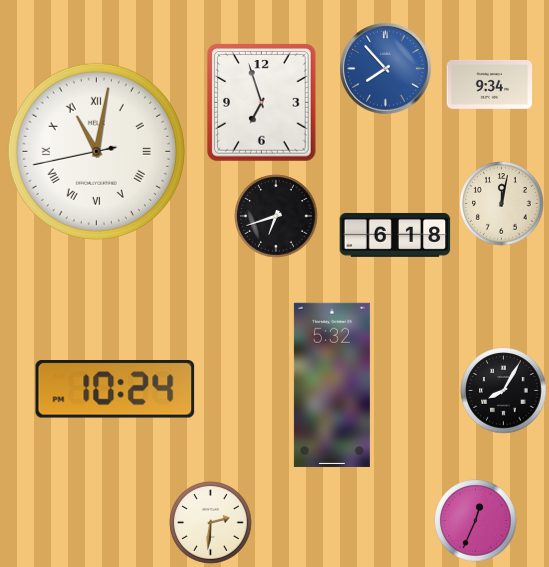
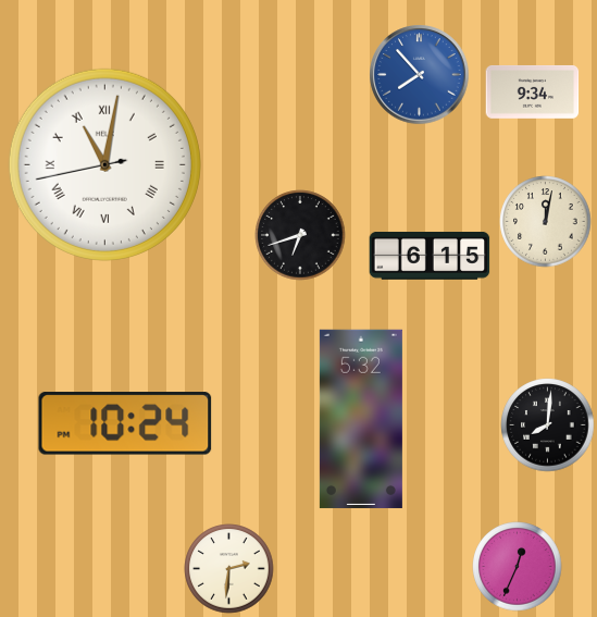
clock at (262, 103): 6:57 -> none
clock at (395, 235): 6:18 -> 6:15
clock at (504, 391): 8:05 -> 8:01
